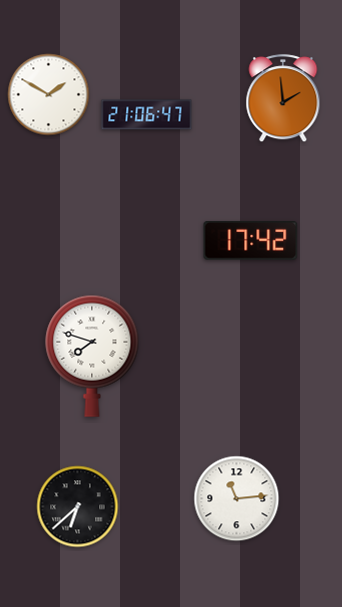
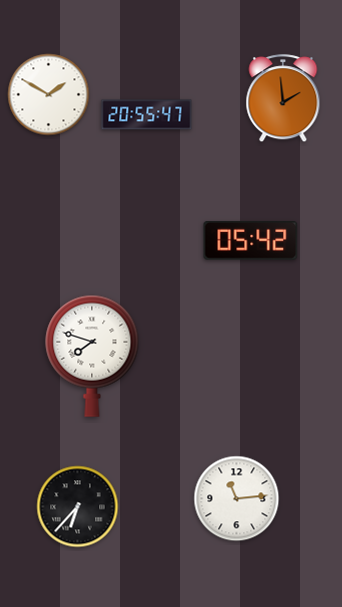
clock at (147, 115): 21:06 -> 20:55
clock at (251, 241): 17:42 -> 05:42
clock at (78, 507): 6:38 -> 6:37
